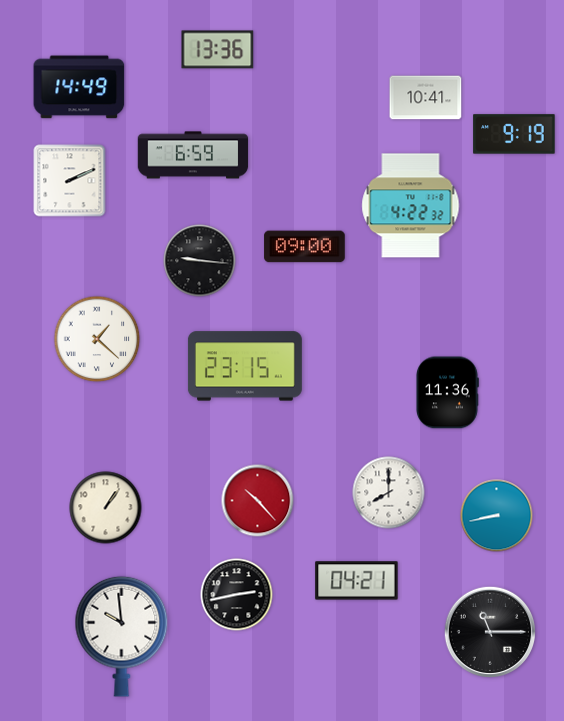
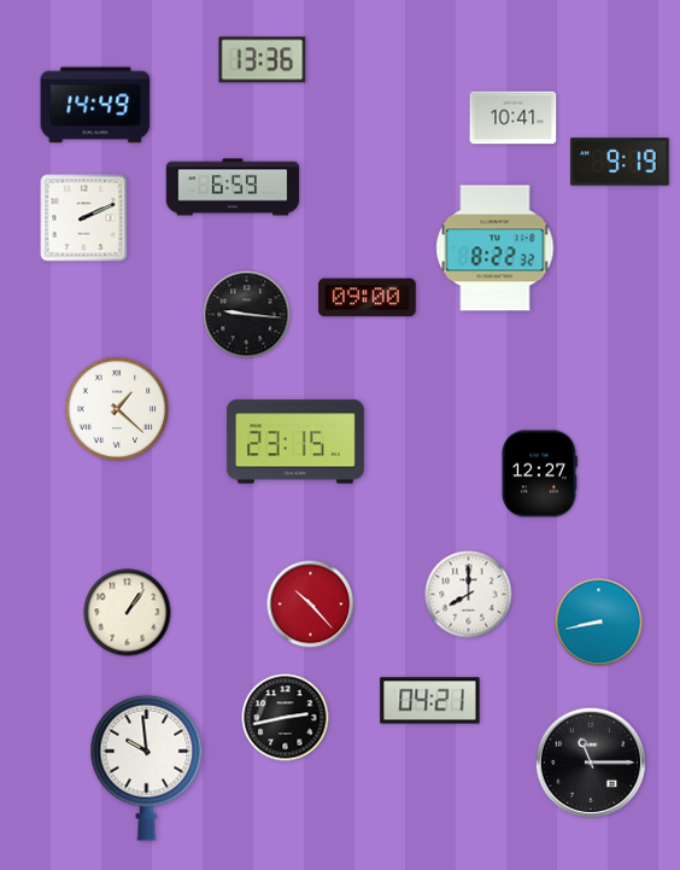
clock at (411, 206): 4:22 -> 8:22
clock at (200, 261) position: (200, 261) -> (247, 315)
clock at (447, 393): 11:36 -> 12:27
